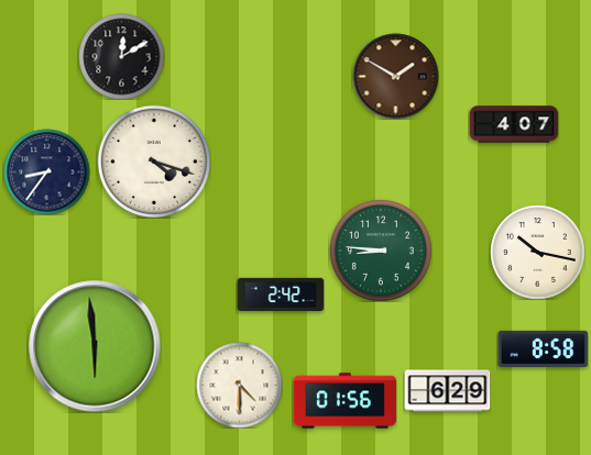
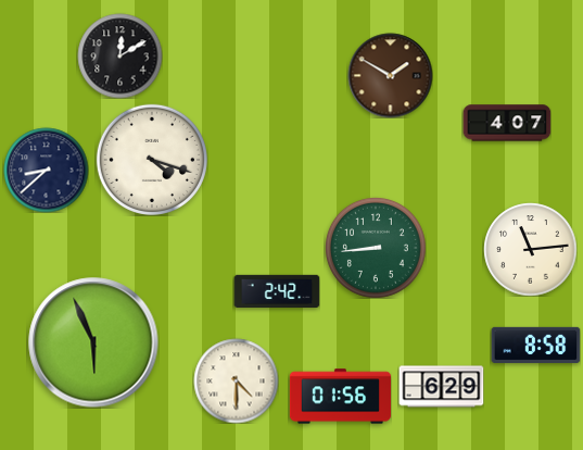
clock at (46, 171): 8:36 -> 8:38
clock at (381, 251): 8:46 -> 8:44
clock at (537, 252): 10:17 -> 11:14
clock at (95, 346): 5:59 -> 5:56
